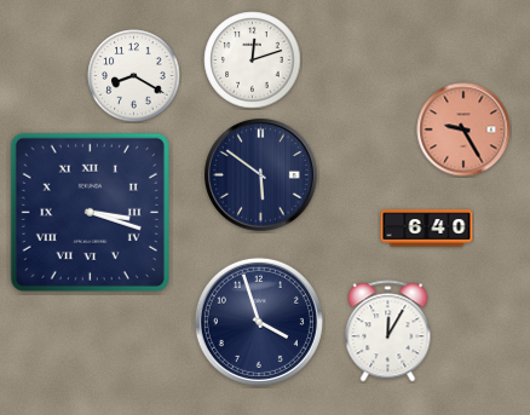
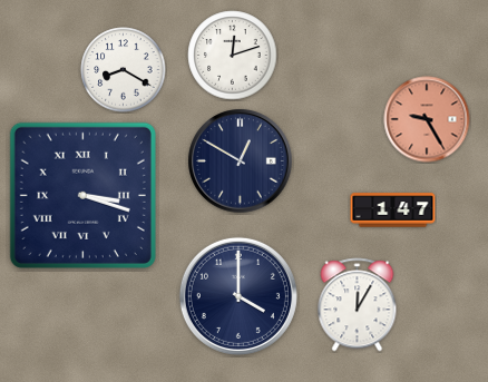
clock at (261, 175): 5:51 -> 12:50
clock at (427, 229): 6:40 -> 1:47
clock at (259, 322): 3:57 -> 4:00
